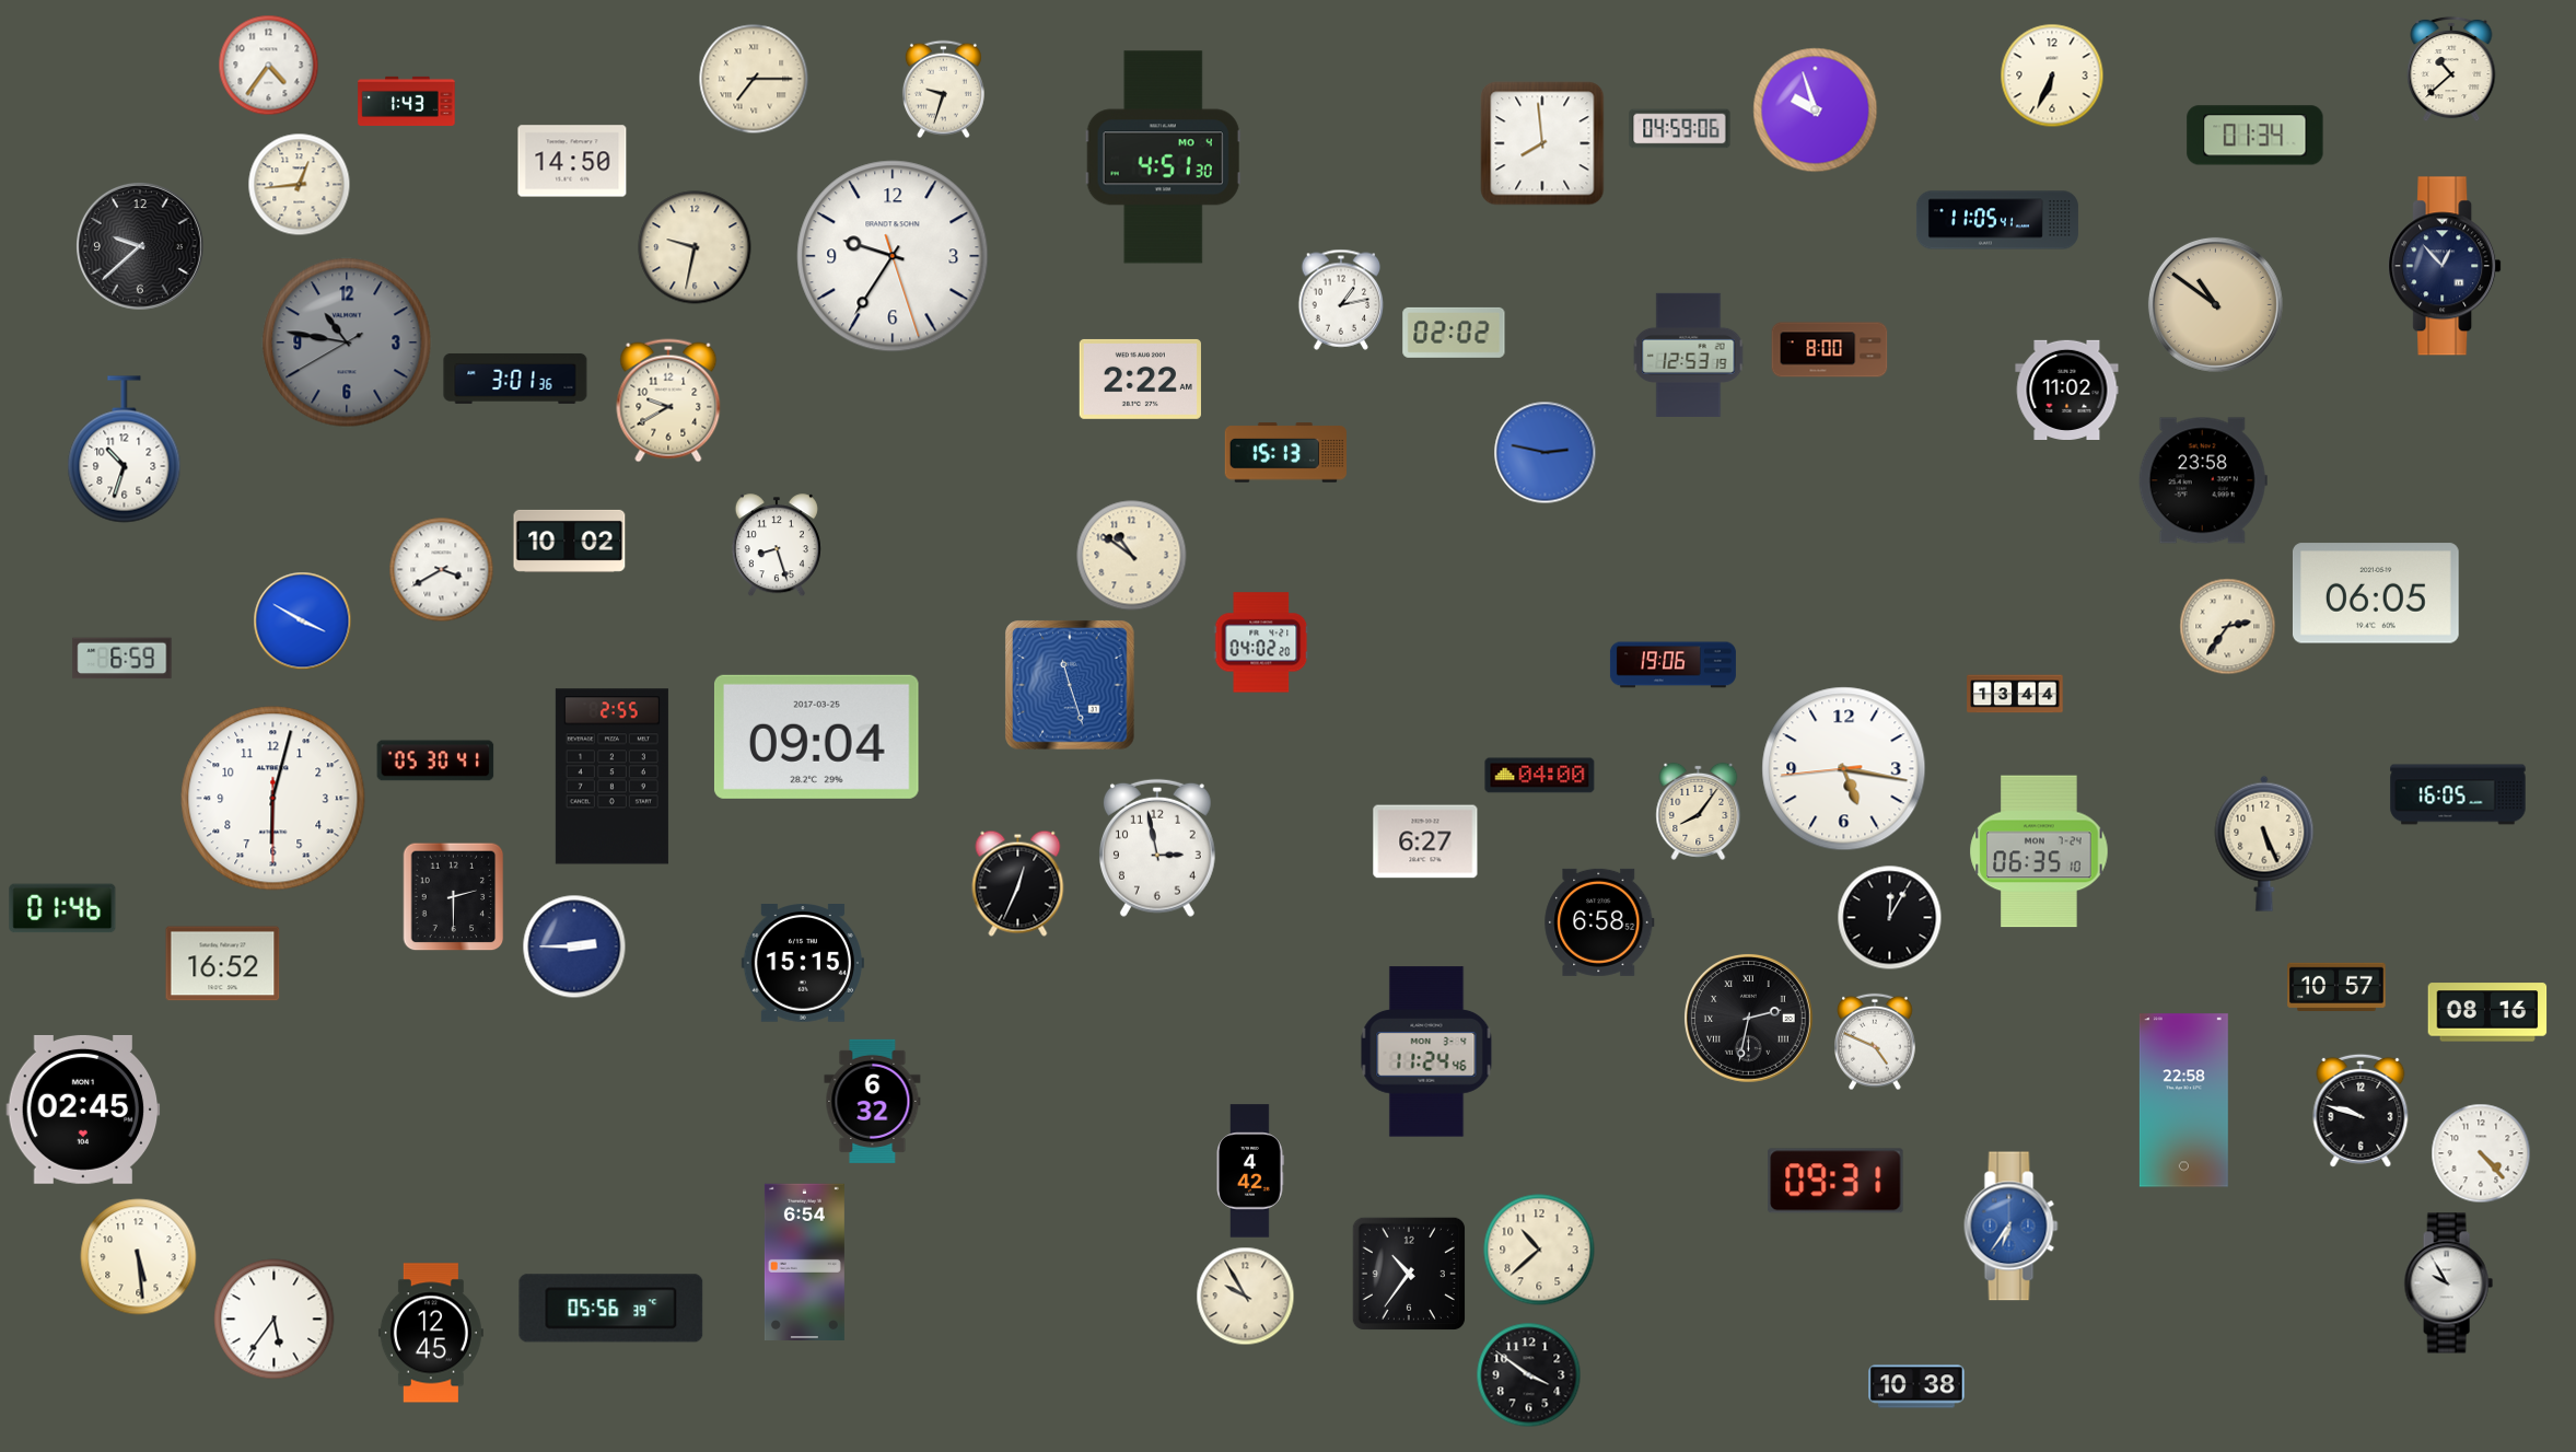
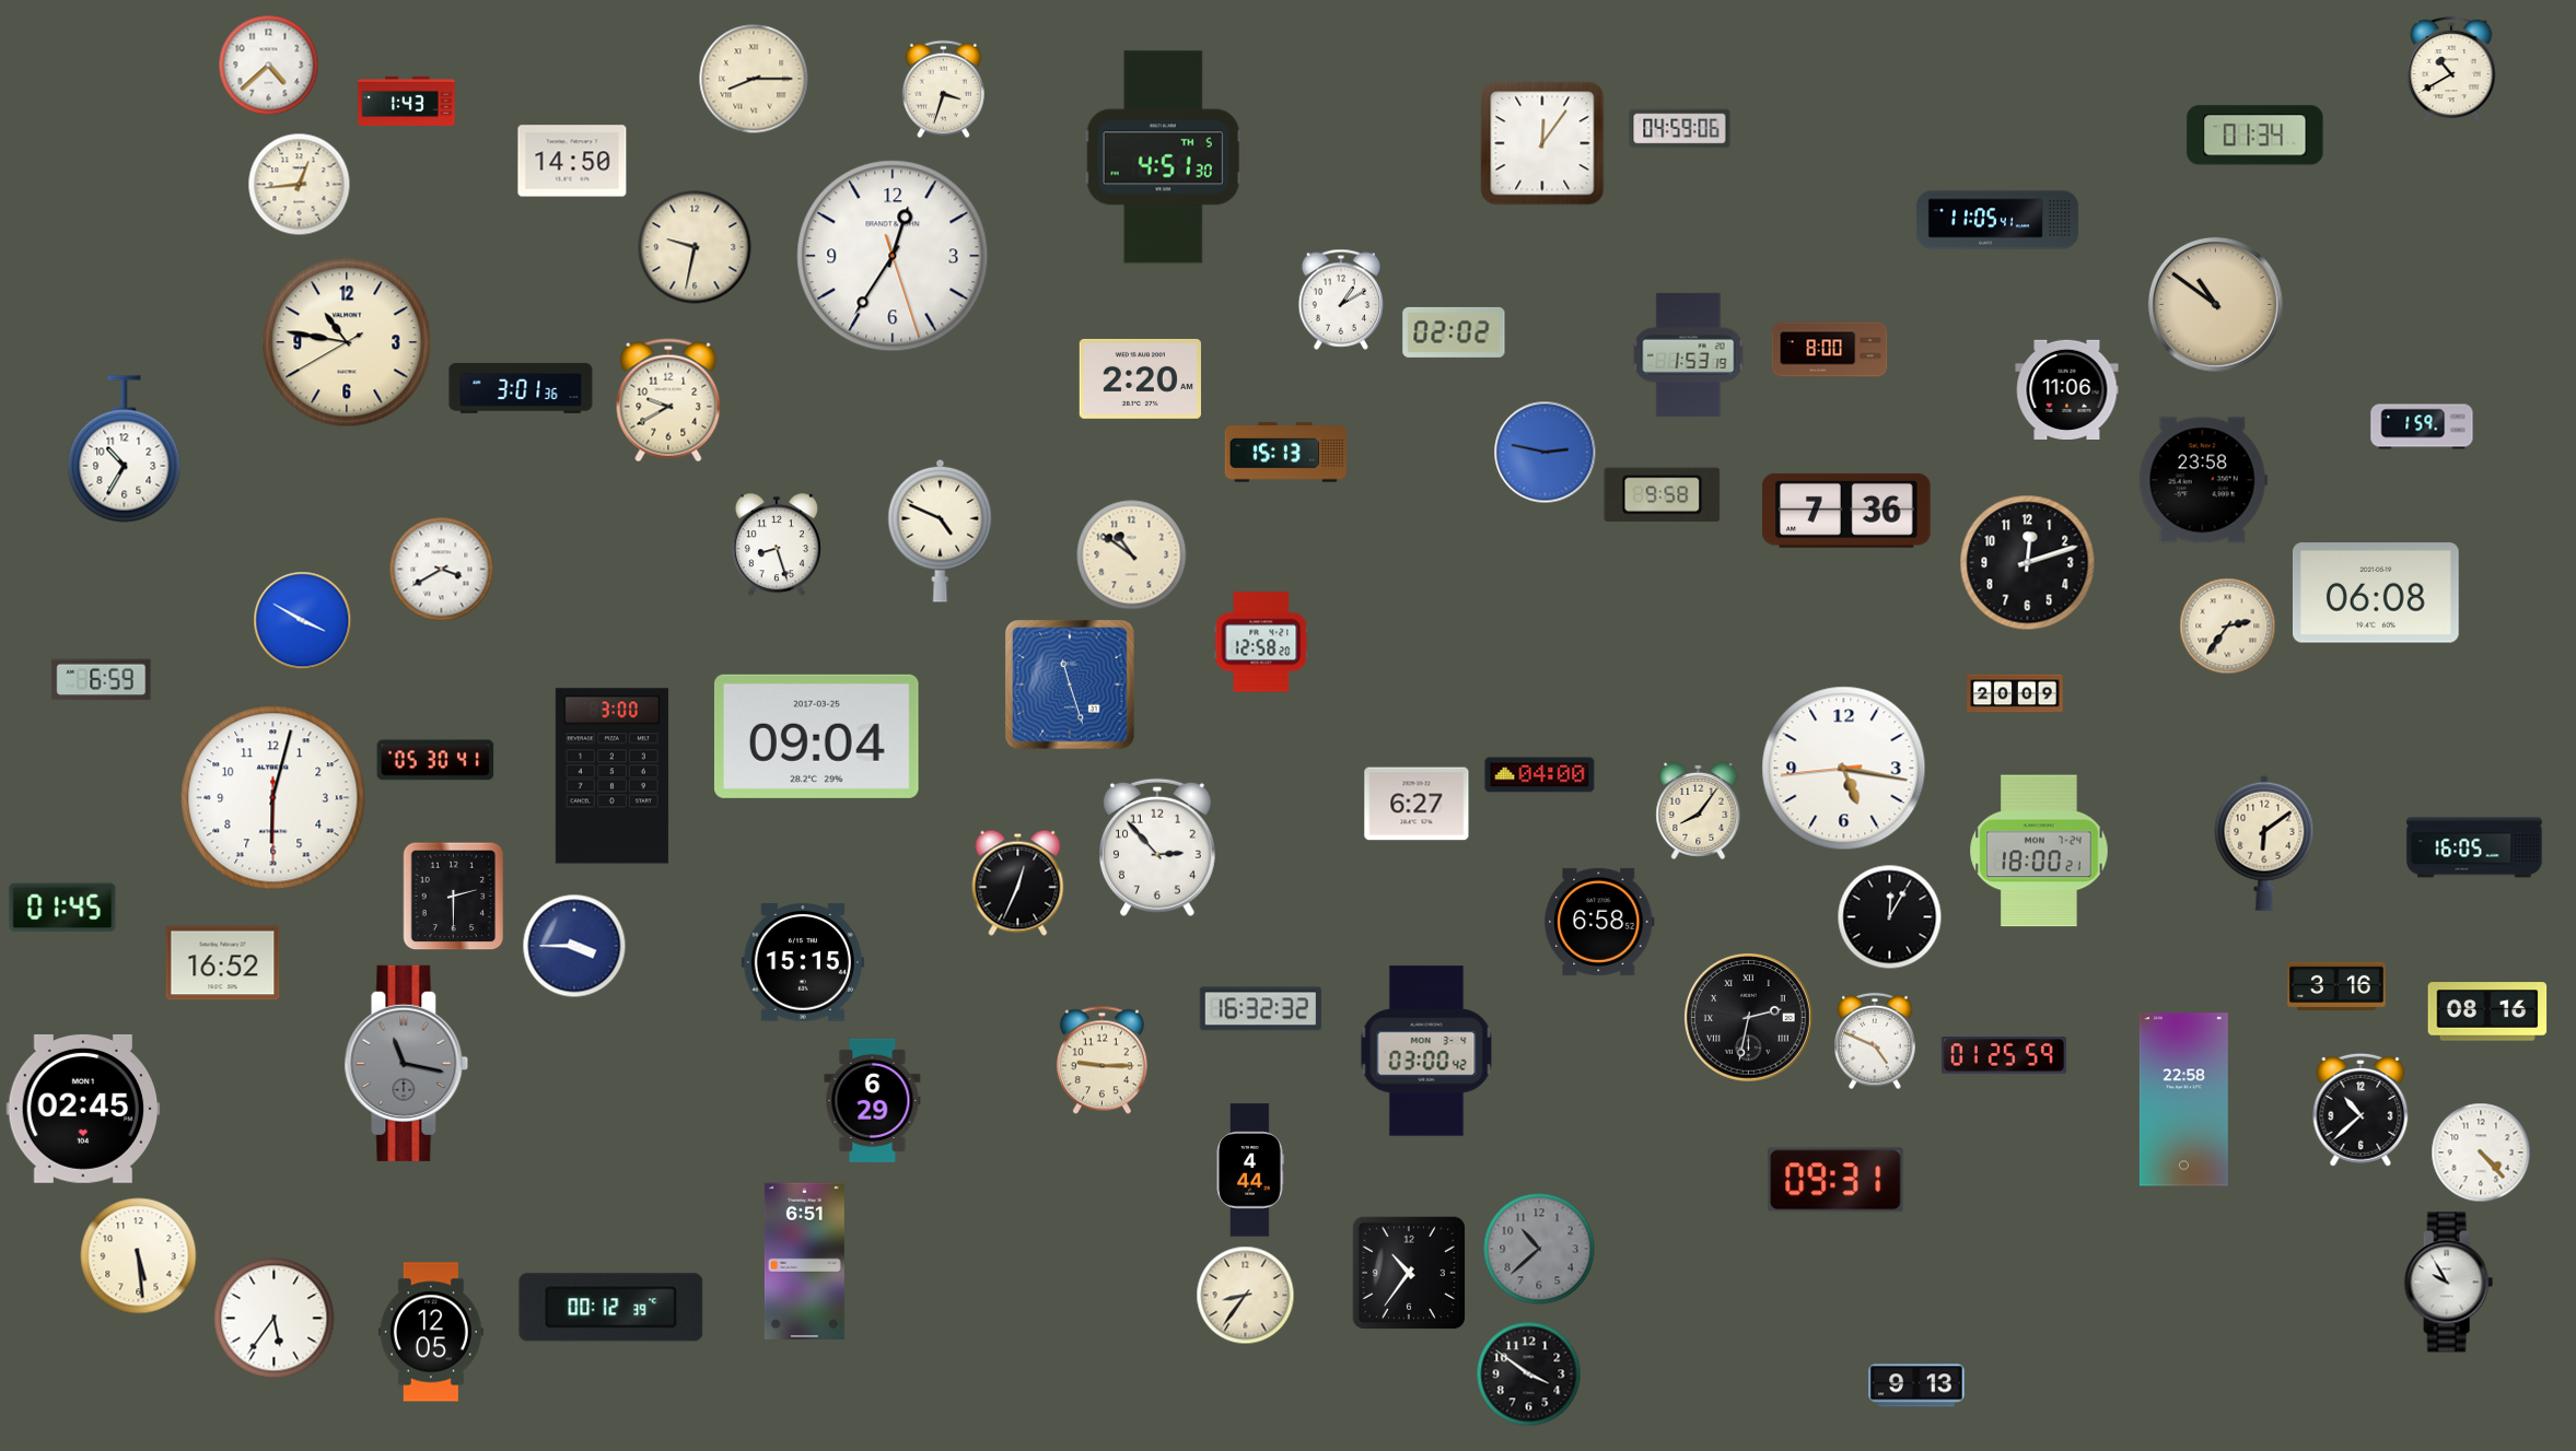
clock at (269, 66): 4:36 -> 4:38
clock at (2451, 69): 10:38 -> 10:40
clock at (2052, 75): 6:34 -> none
clock at (754, 79): 7:15 -> 8:15
clock at (943, 90): 9:33 -> 3:33
clock at (1816, 111): 9:57 -> none
clock at (1542, 143): 7:59 -> 12:06
clock at (1163, 158) date: MO 4 -> TH 5
clock at (141, 247): 9:38 -> none
clock at (893, 256): 9:35 -> 12:35
clock at (2445, 266): 12:53 -> none
clock at (1341, 300): 1:13 -> 1:10
clock at (347, 342) dial: grey -> cream
clock at (1689, 355): 12:53 -> 1:53
clock at (515, 379) position: (515, 379) -> (521, 388)
clock at (1140, 379): 2:22 -> 2:20
clock at (2067, 390): 11:02 -> 11:06
clock at (2422, 426): none -> 1:59
clock at (125, 450): 10:33 -> 10:35
clock at (1663, 494): none -> 9:58
clock at (1848, 511): none -> 7:36
clock at (941, 530): none -> 4:49
clock at (570, 541): 10:02 -> none
clock at (2028, 563): none -> 12:12
clock at (2376, 593): 06:05 -> 06:08
clock at (1261, 642): 04:02 -> 12:58
clock at (123, 659) position: (123, 659) -> (102, 680)
clock at (1672, 665): 19:06 -> none
clock at (2015, 694): 13:44 -> 20:09
clock at (611, 777): 2:55 -> 3:00
clock at (2458, 794) position: (2458, 794) -> (2474, 847)
clock at (1425, 841) position: (1425, 841) -> (1417, 804)
clock at (2264, 844): 5:26 -> 6:09
clock at (1157, 848): 2:58 -> 2:53
clock at (2039, 851): 06:35 -> 18:00
clock at (62, 908): 01:46 -> 01:45
clock at (574, 946): 2:45 -> 3:45
clock at (2336, 987): 10:57 -> 3:16
clock at (1260, 1009): none -> 16:32
clock at (1426, 1052): 11:24 -> 03:00
clock at (2004, 1055): none -> 01:25
clock at (1101, 1061): none -> 9:15
clock at (407, 1063): none -> 11:17
clock at (873, 1101): 6:32 -> 6:29
clock at (2361, 1111): 9:48 -> 10:38
clock at (1250, 1171): 4:42 -> 4:44
clock at (2012, 1227): 6:36 -> none
clock at (1539, 1250) dial: cream -> grey
clock at (804, 1262): 6:54 -> 6:51
clock at (1246, 1297): 9:55 -> 8:36
clock at (611, 1309): 05:56 -> 00:12
clock at (431, 1333): 12:45 -> 12:05
clock at (1916, 1386): 10:38 -> 9:13
